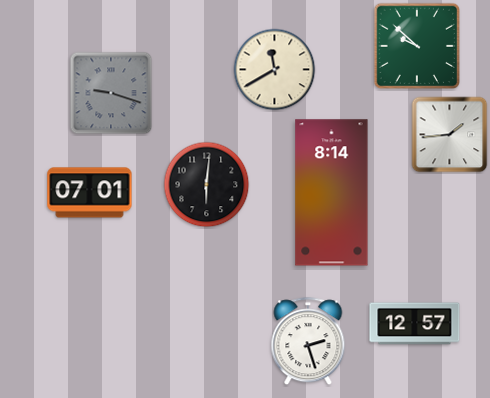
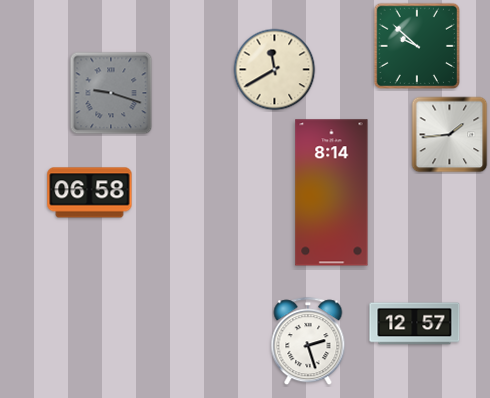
clock at (207, 185): 6:01 -> none
clock at (90, 193): 07:01 -> 06:58
